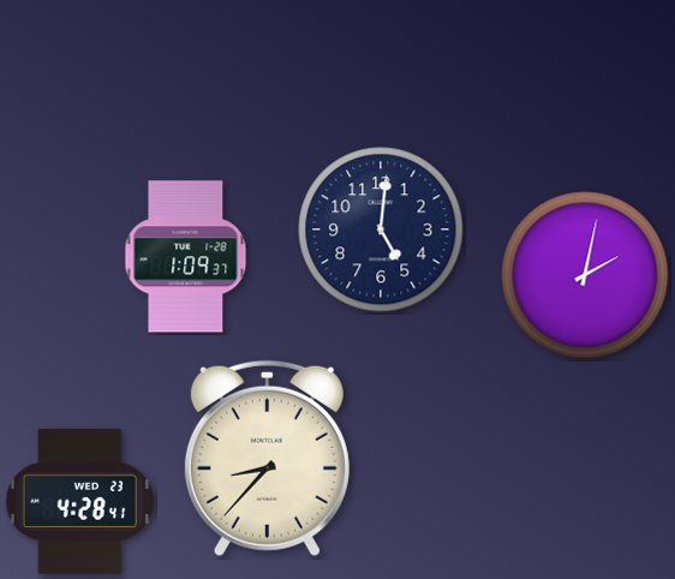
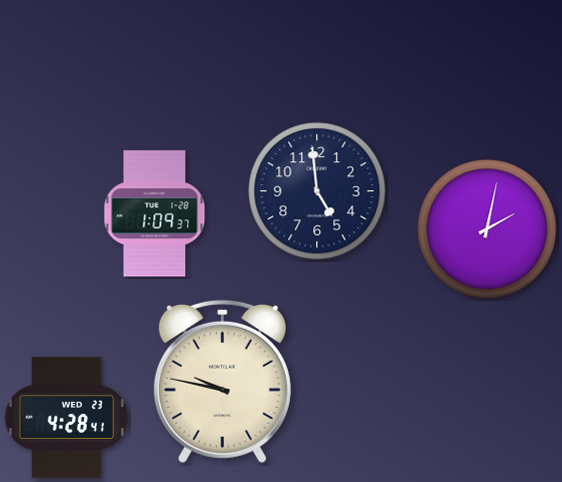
clock at (381, 229): 5:01 -> 4:59
clock at (267, 458): 8:37 -> 9:47
